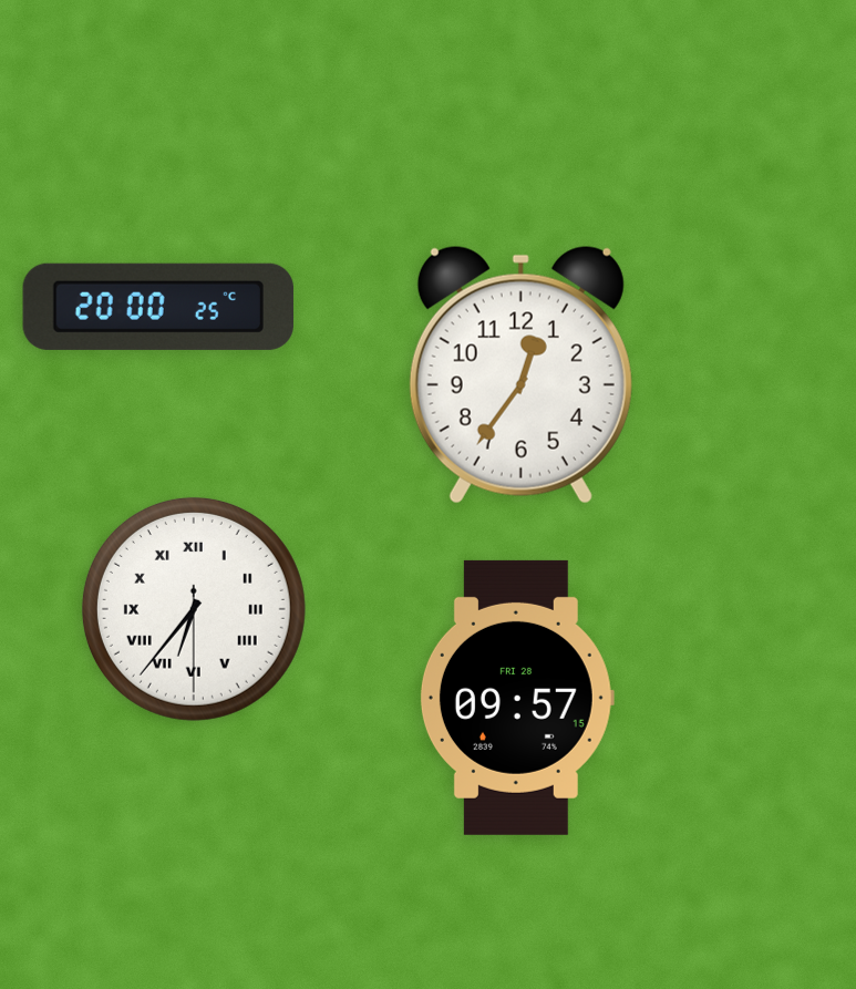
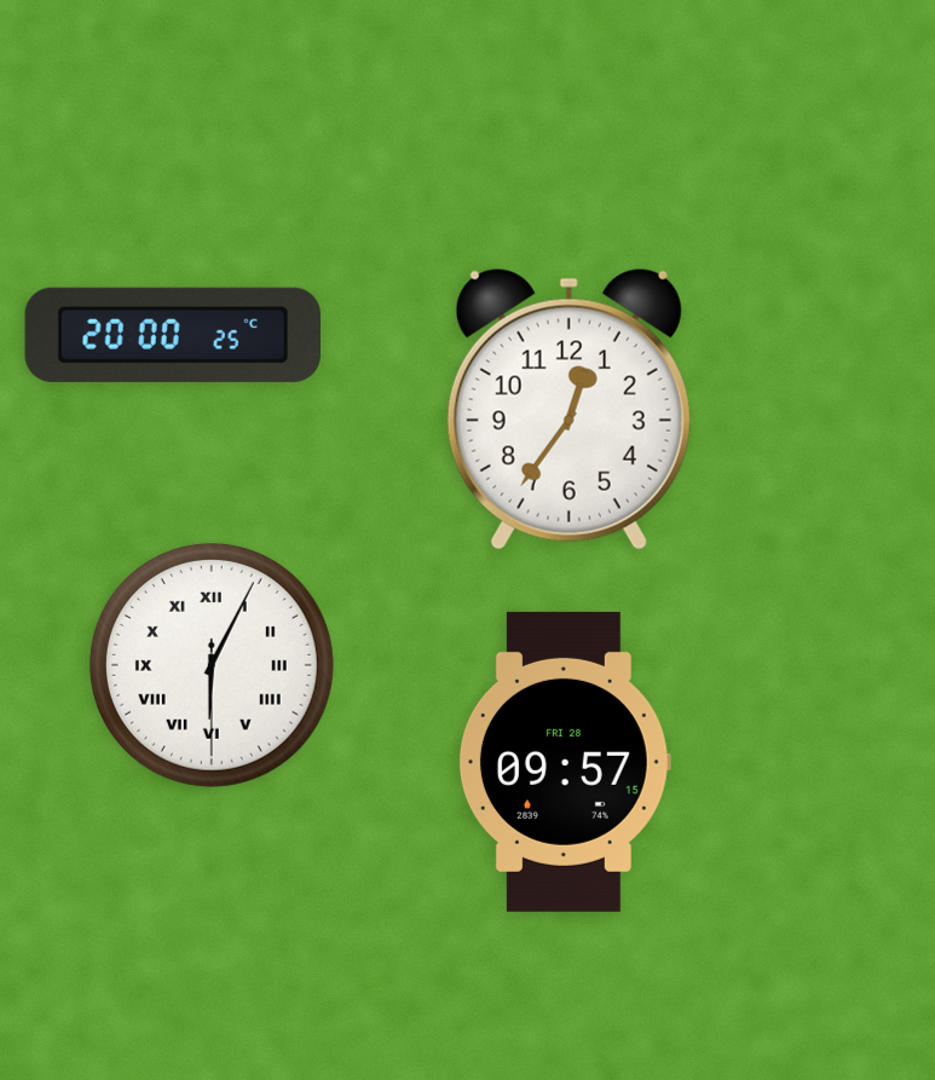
clock at (194, 609): 6:36 -> 6:04
